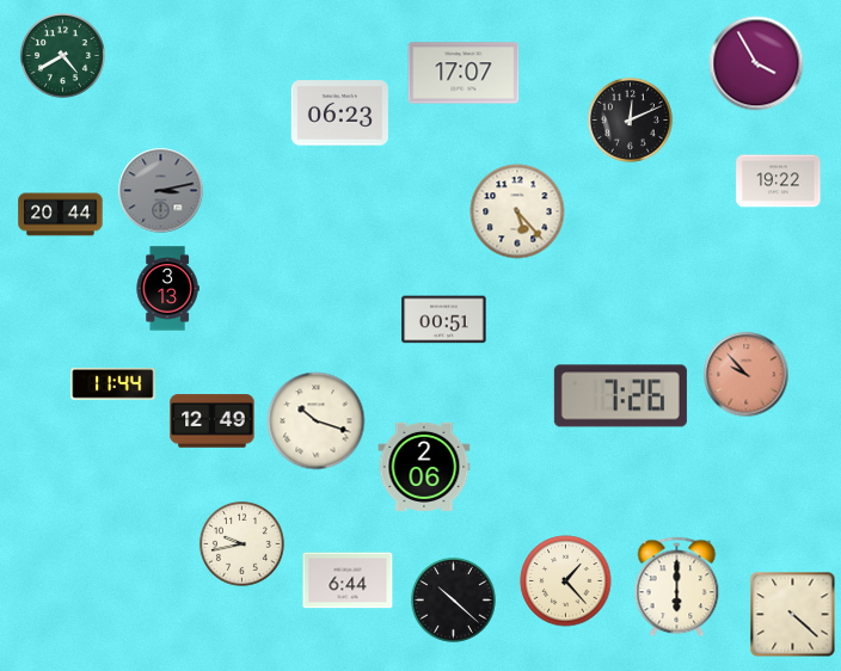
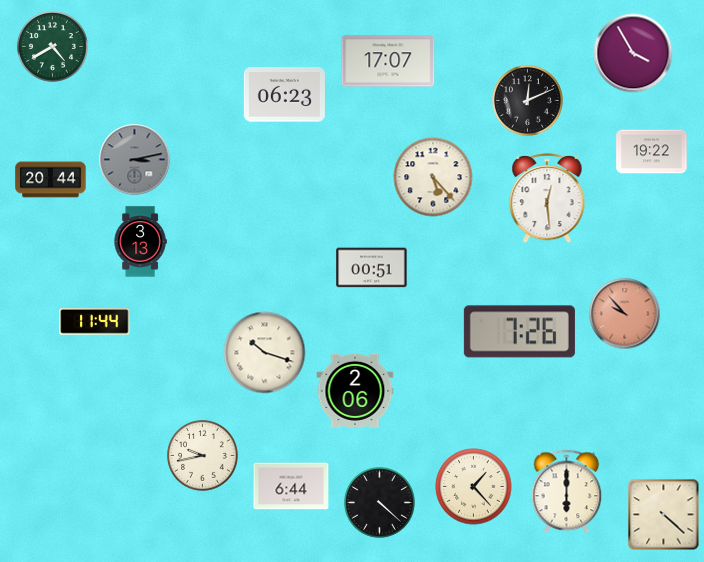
clock at (547, 199): none -> 12:29
clock at (213, 421): 12:49 -> none
clock at (453, 599): 10:22 -> 4:22
